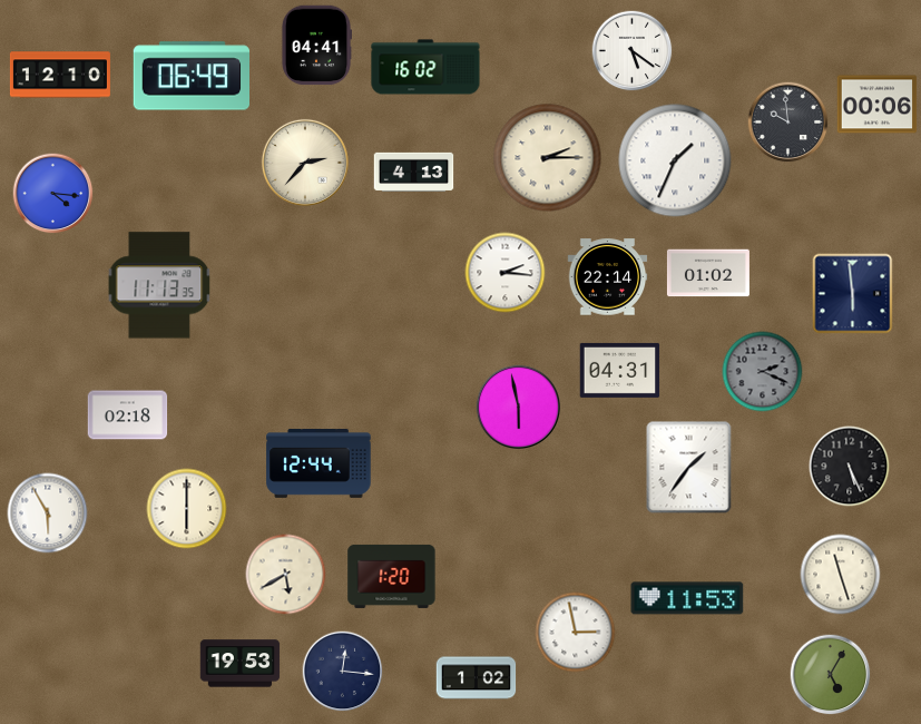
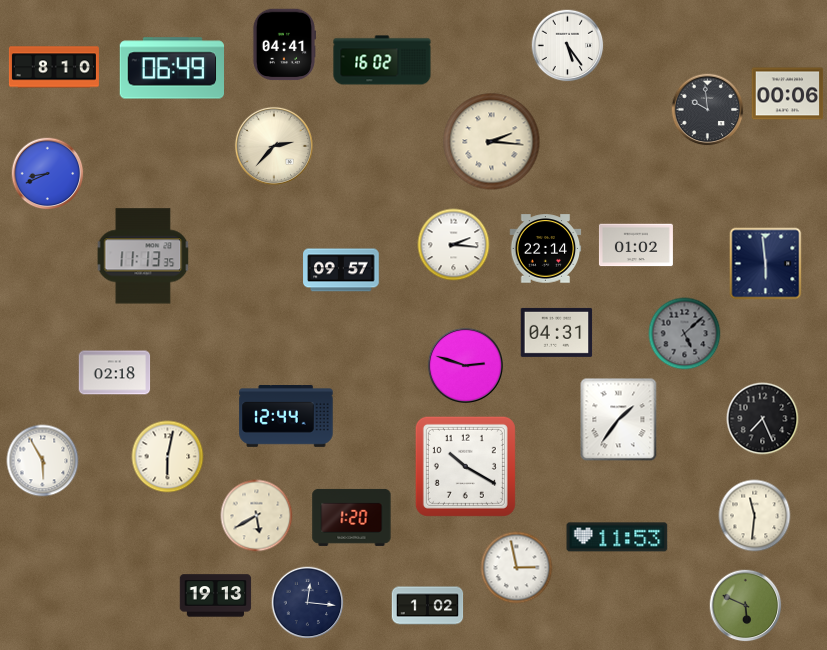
clock at (315, 46) position: (315, 46) -> (283, 45)
clock at (633, 51): 5:21 -> 5:24
clock at (60, 75): 12:10 -> 8:10
clock at (548, 158): 2:15 -> 2:16
clock at (675, 160): 1:34 -> none
clock at (414, 172): 4:13 -> none
clock at (53, 194): 4:16 -> 8:41
clock at (341, 270): none -> 09:57
clock at (763, 372): 2:19 -> 5:08
clock at (518, 408): 5:58 -> 2:48
clock at (850, 467): 5:26 -> 7:26
clock at (187, 509): 6:00 -> 6:02
clock at (465, 466): none -> 10:20
clock at (841, 575): 11:27 -> 11:31
clock at (241, 664): 19:53 -> 19:13
clock at (831, 675): 5:05 -> 5:49
clock at (477, 678) position: (477, 678) -> (428, 606)
